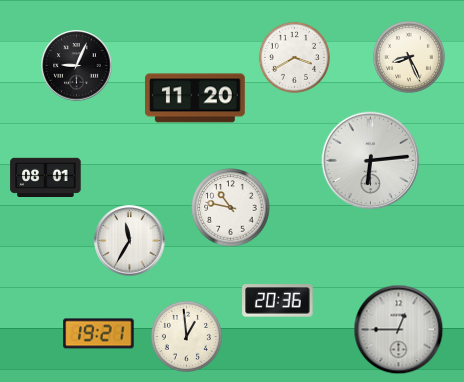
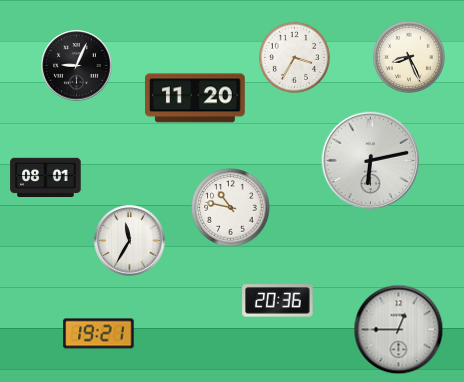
clock at (294, 57): 3:40 -> 3:35
clock at (371, 161): 6:14 -> 6:13
clock at (186, 336): 12:59 -> none
